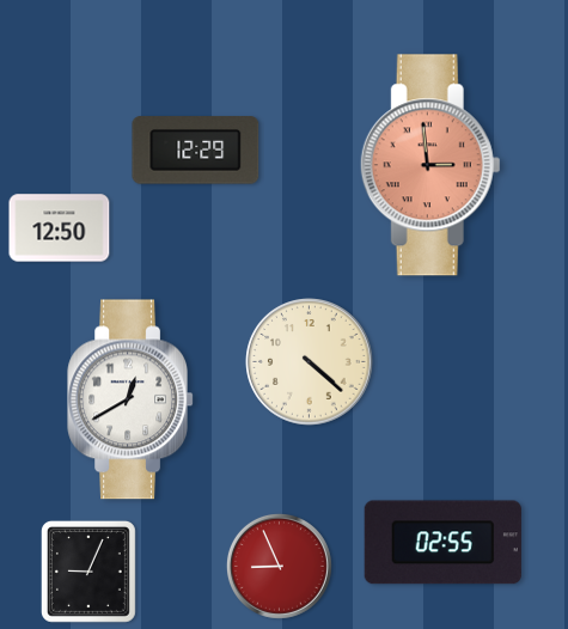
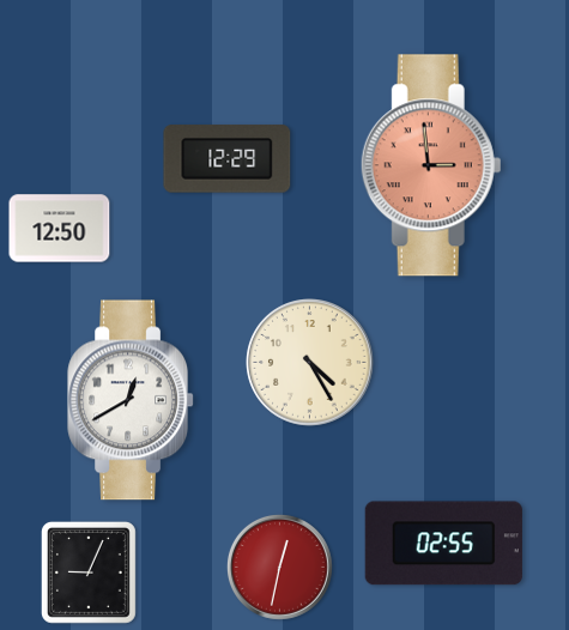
clock at (196, 151) position: (196, 151) -> (228, 159)
clock at (310, 362): 4:22 -> 4:25
clock at (279, 566): 8:56 -> 12:32
